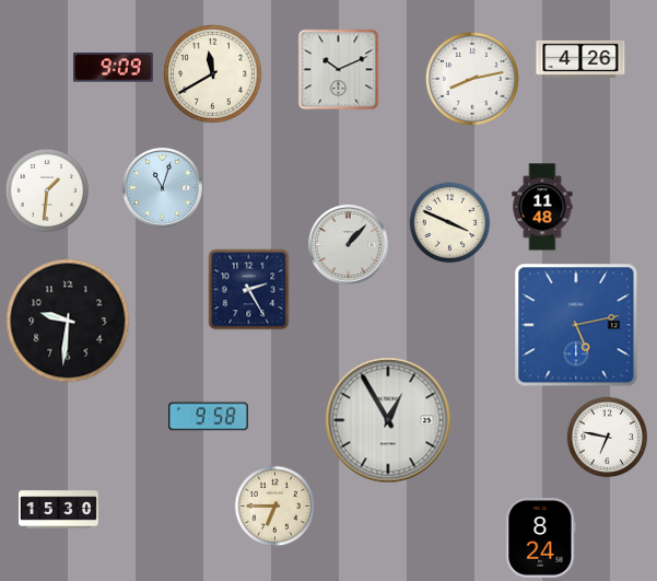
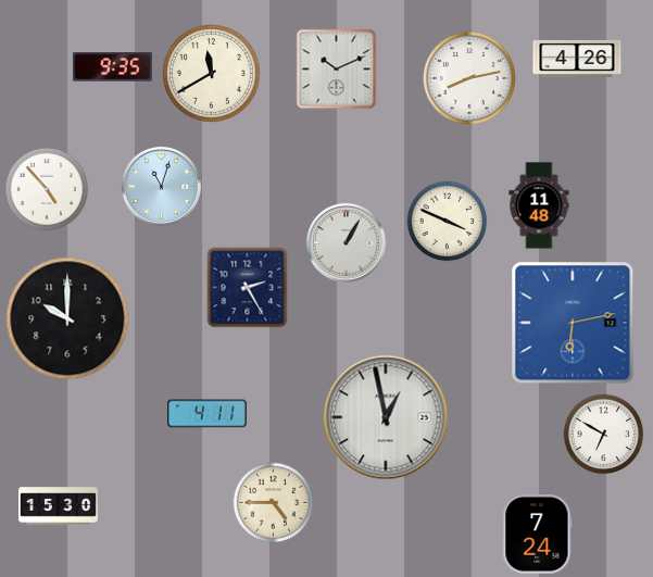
clock at (113, 68): 9:09 -> 9:35
clock at (47, 190): 1:31 -> 4:53
clock at (348, 244): 1:07 -> 1:05
clock at (68, 321): 9:31 -> 10:00
clock at (576, 325): 5:13 -> 6:13
clock at (209, 417): 9:58 -> 4:11
clock at (388, 420): 12:55 -> 12:58
clock at (608, 438): 6:47 -> 6:50
clock at (275, 507): 6:45 -> 4:45
clock at (541, 538): 8:24 -> 7:24
